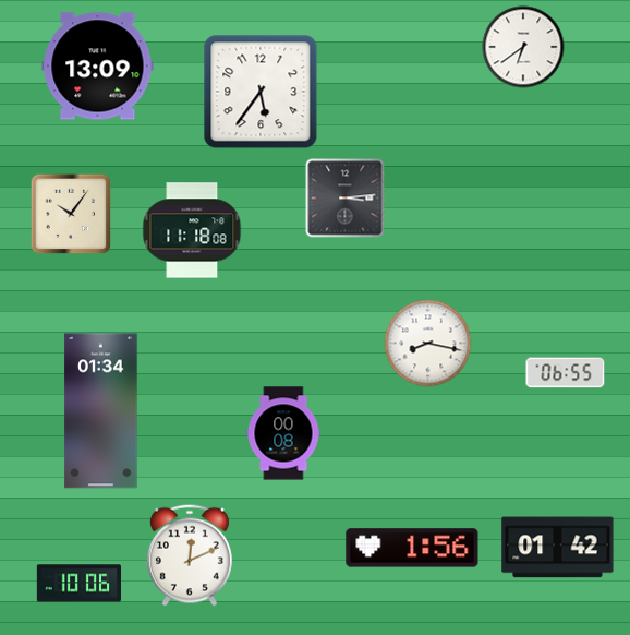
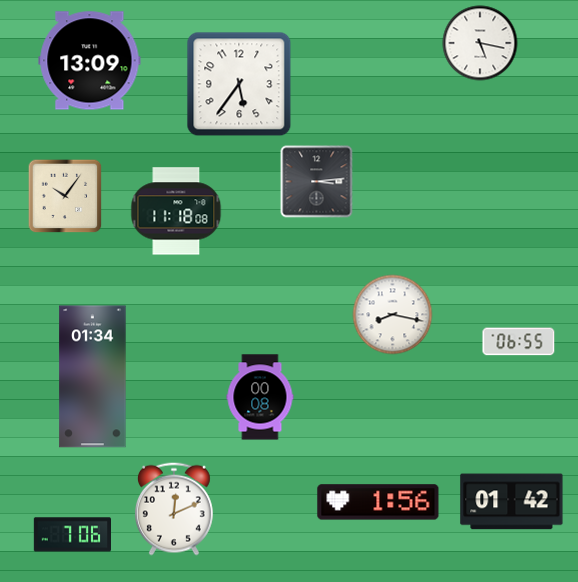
clock at (523, 47): 6:39 -> 5:17
clock at (78, 584): 10:06 -> 7:06
